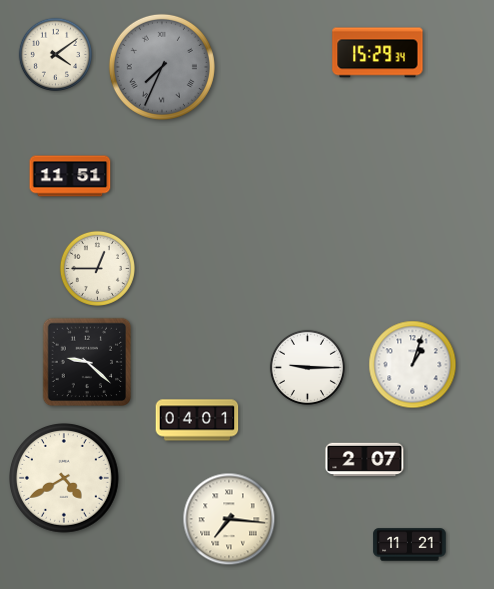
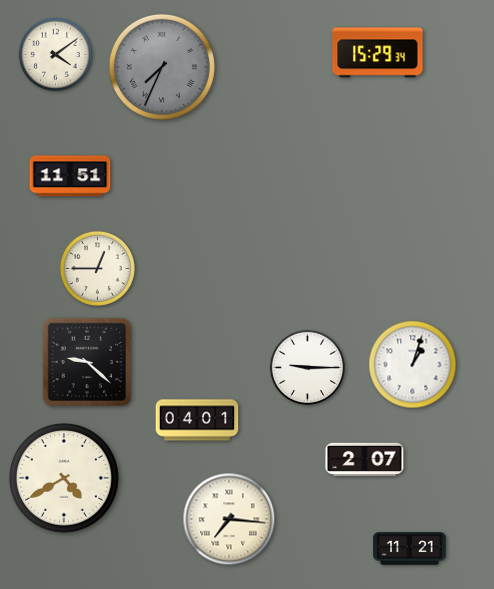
clock at (410, 545) position: (410, 545) -> (410, 549)
